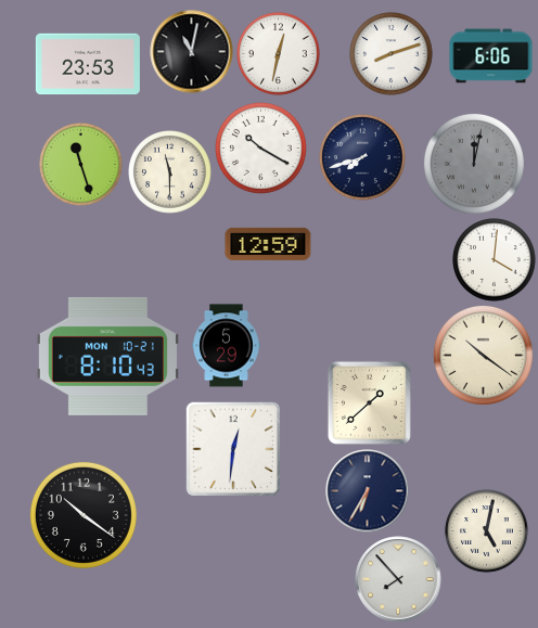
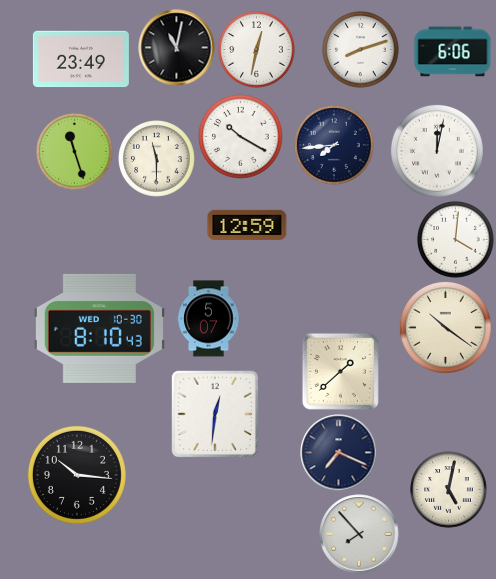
clock at (88, 64): 23:53 -> 23:49
clock at (362, 157): 7:42 -> 7:44
clock at (474, 164) dial: grey -> white
clock at (227, 346): 5:29 -> 5:07
clock at (107, 356) date: MON 10-21 -> WED 10-30
clock at (368, 491): 6:35 -> 7:19
clock at (84, 515): 10:21 -> 10:16
clock at (398, 579) position: (398, 579) -> (359, 534)
